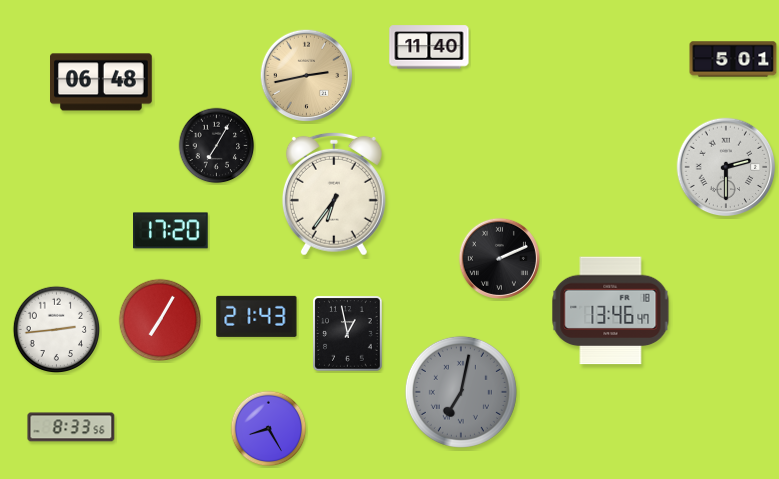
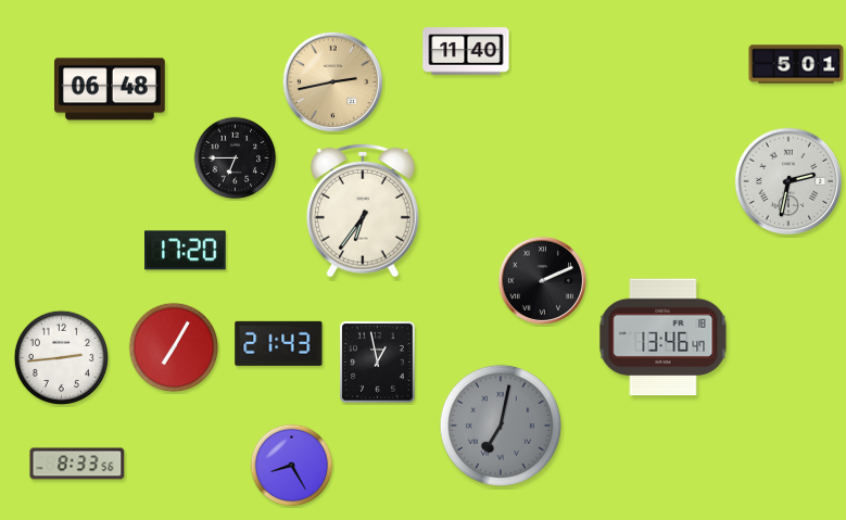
clock at (217, 146): 7:05 -> 6:45
clock at (726, 167): 2:30 -> 2:32
